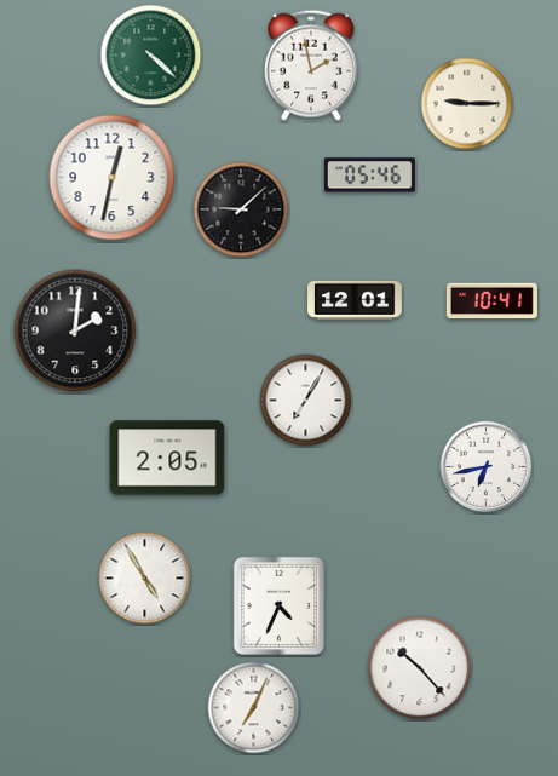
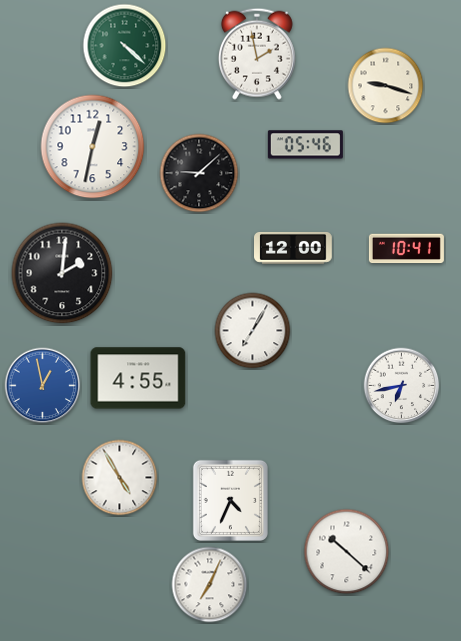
clock at (467, 104): 9:15 -> 9:18
clock at (356, 300): 12:01 -> 12:00
clock at (167, 458): 2:05 -> 4:55
clock at (43, 386): none -> 12:58
clock at (420, 668): 10:23 -> 10:22
